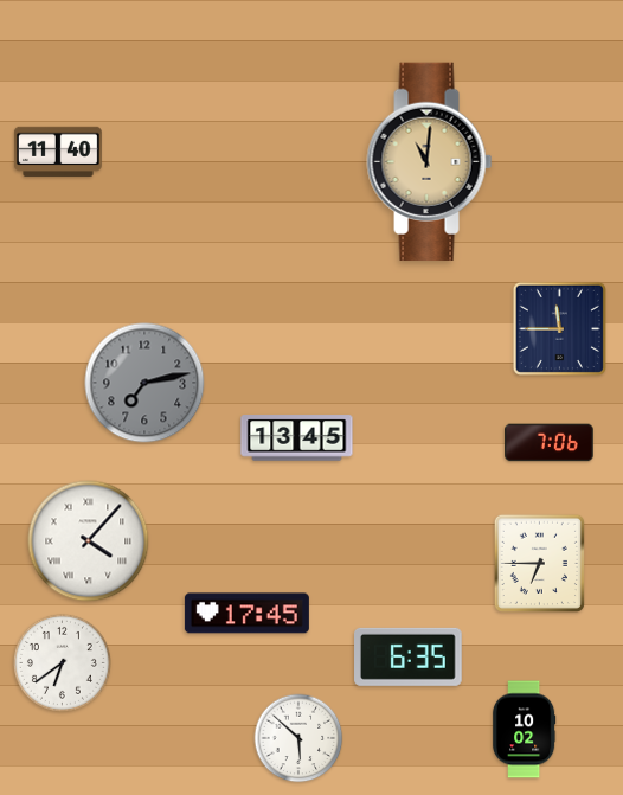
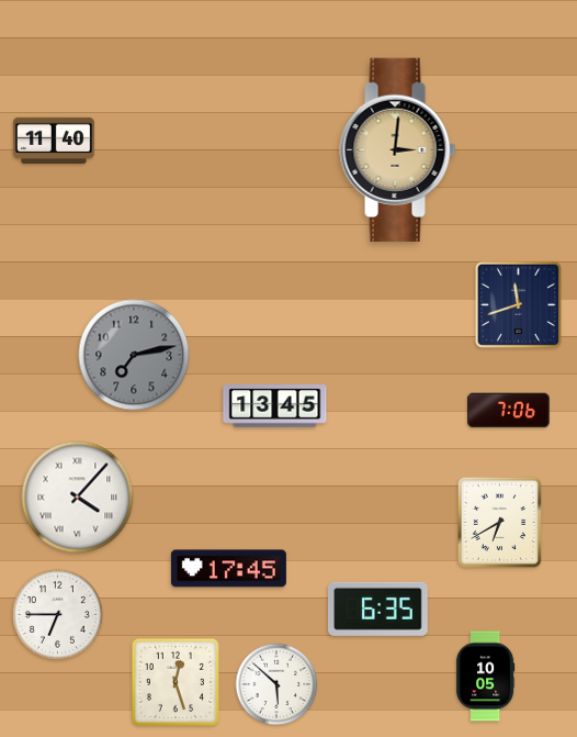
clock at (430, 161): 11:01 -> 3:01
clock at (559, 328): 11:45 -> 11:42
clock at (89, 541) position: (89, 541) -> (78, 498)
clock at (539, 563): 6:45 -> 6:40
clock at (62, 662): 6:39 -> 6:45
clock at (524, 730): 10:02 -> 10:05
clock at (176, 682): none -> 12:27
